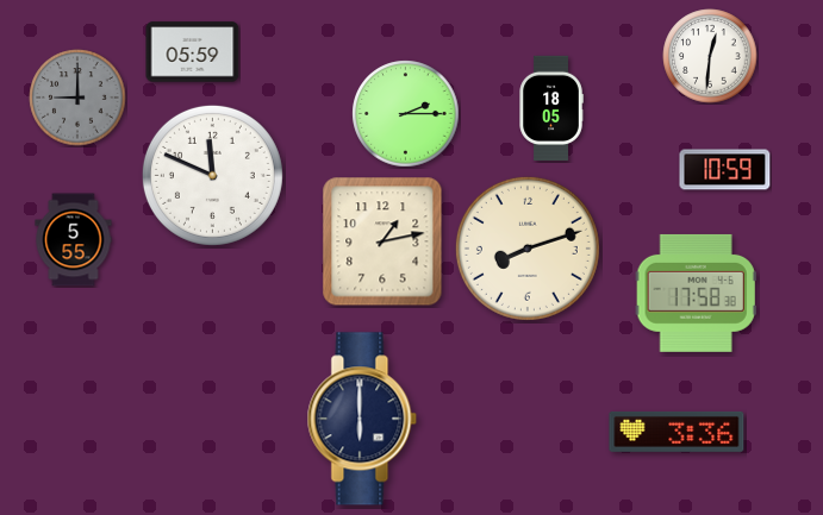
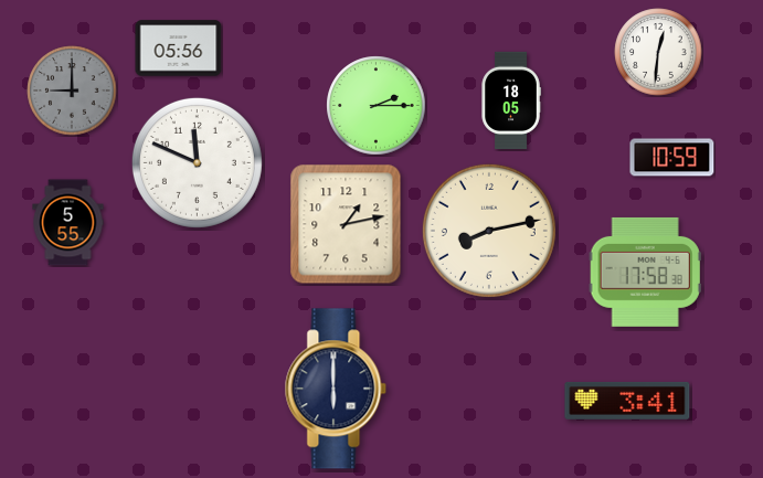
clock at (193, 52): 05:59 -> 05:56
clock at (382, 241) position: (382, 241) -> (346, 224)
clock at (528, 249): 8:12 -> 8:13
clock at (677, 432): 3:36 -> 3:41
